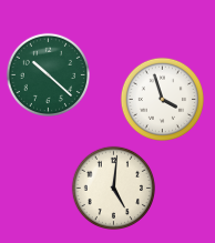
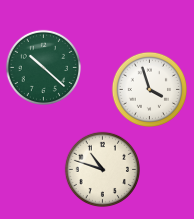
clock at (162, 99) position: (162, 99) -> (149, 89)
clock at (113, 188): 5:01 -> 10:48
